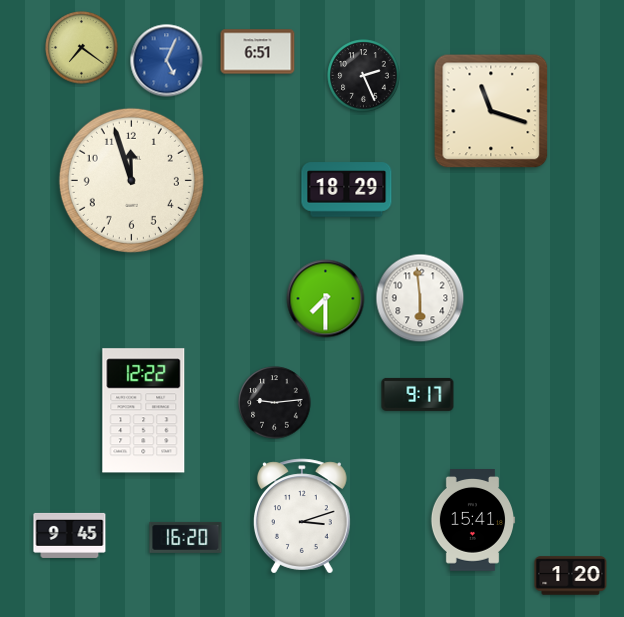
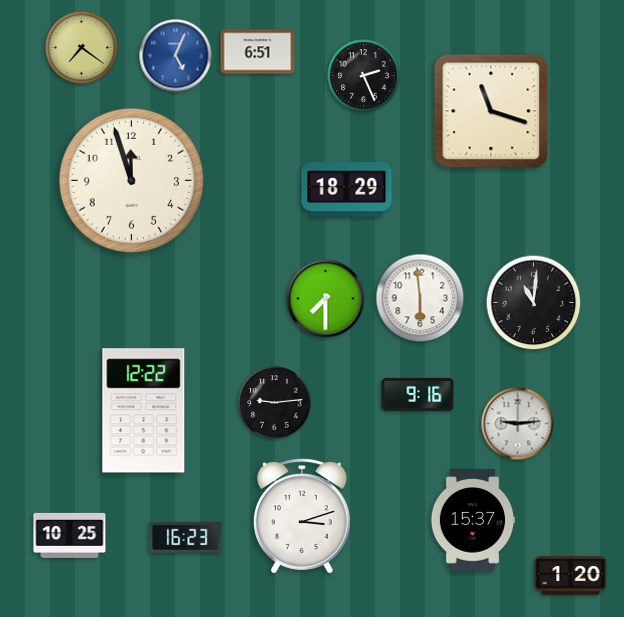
clock at (167, 61) position: (167, 61) -> (176, 56)
clock at (534, 303): none -> 11:01
clock at (418, 394): 9:17 -> 9:16
clock at (518, 424): none -> 9:14
clock at (473, 520): 15:41 -> 15:37
clock at (70, 535): 9:45 -> 10:25
clock at (186, 537): 16:20 -> 16:23
